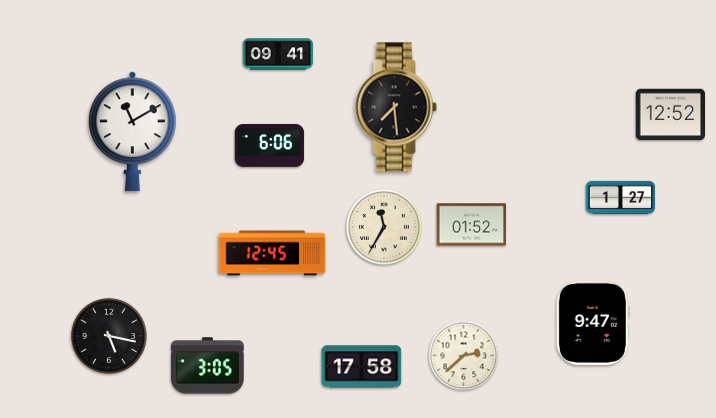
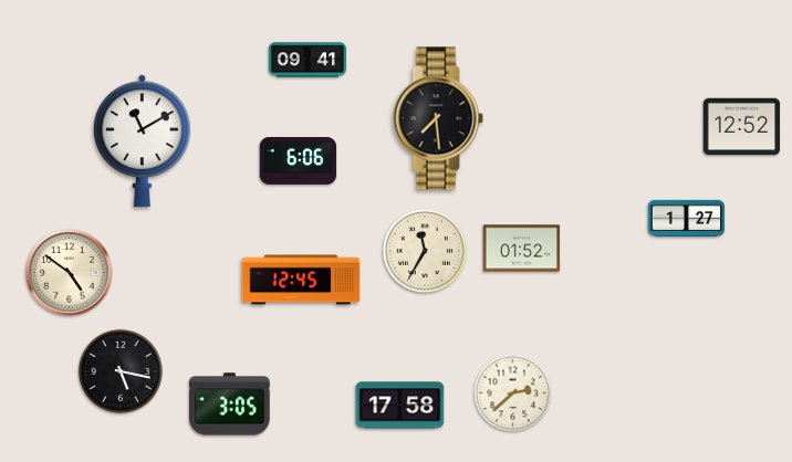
clock at (132, 132) position: (132, 132) -> (142, 141)
clock at (70, 273): none -> 4:51
clock at (593, 323): 9:47 -> none
